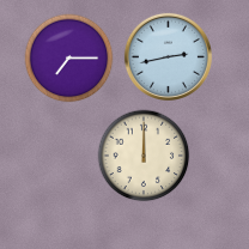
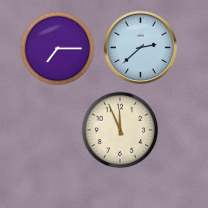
clock at (168, 56): 2:43 -> 2:38
clock at (144, 156): 12:00 -> 11:56
